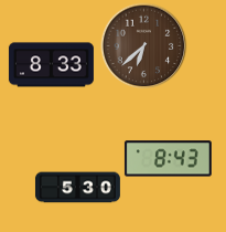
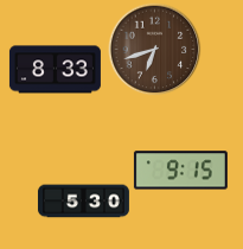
clock at (143, 45): 6:38 -> 6:42
clock at (168, 159): 8:43 -> 9:15
